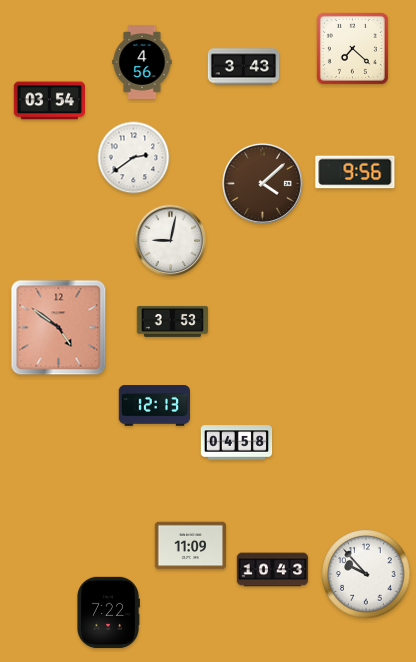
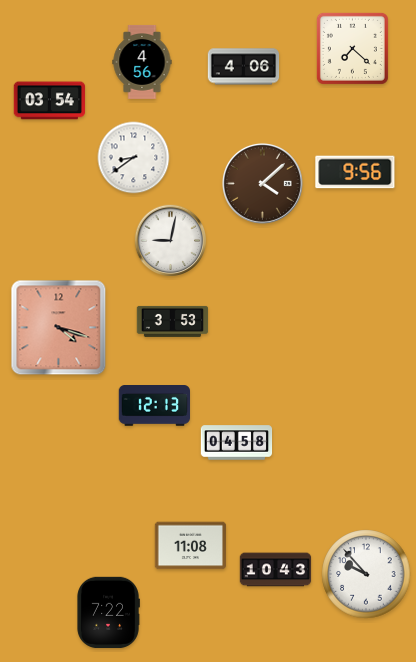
clock at (244, 67): 3:43 -> 4:06
clock at (134, 158): 2:39 -> 8:39
clock at (59, 328): 4:51 -> 4:18
clock at (191, 546): 11:09 -> 11:08
clock at (273, 570) position: (273, 570) -> (276, 570)
